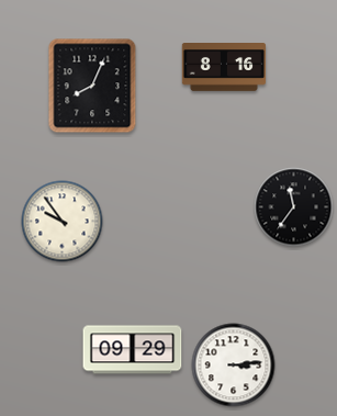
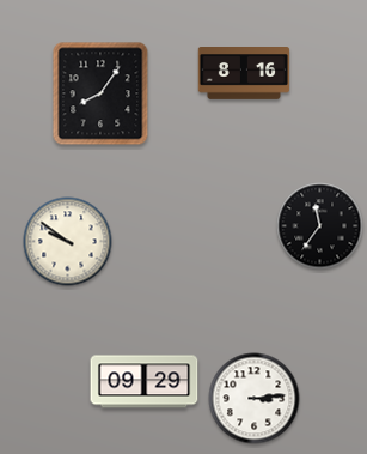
clock at (92, 86): 8:04 -> 8:06
clock at (63, 222): 9:54 -> 9:51
